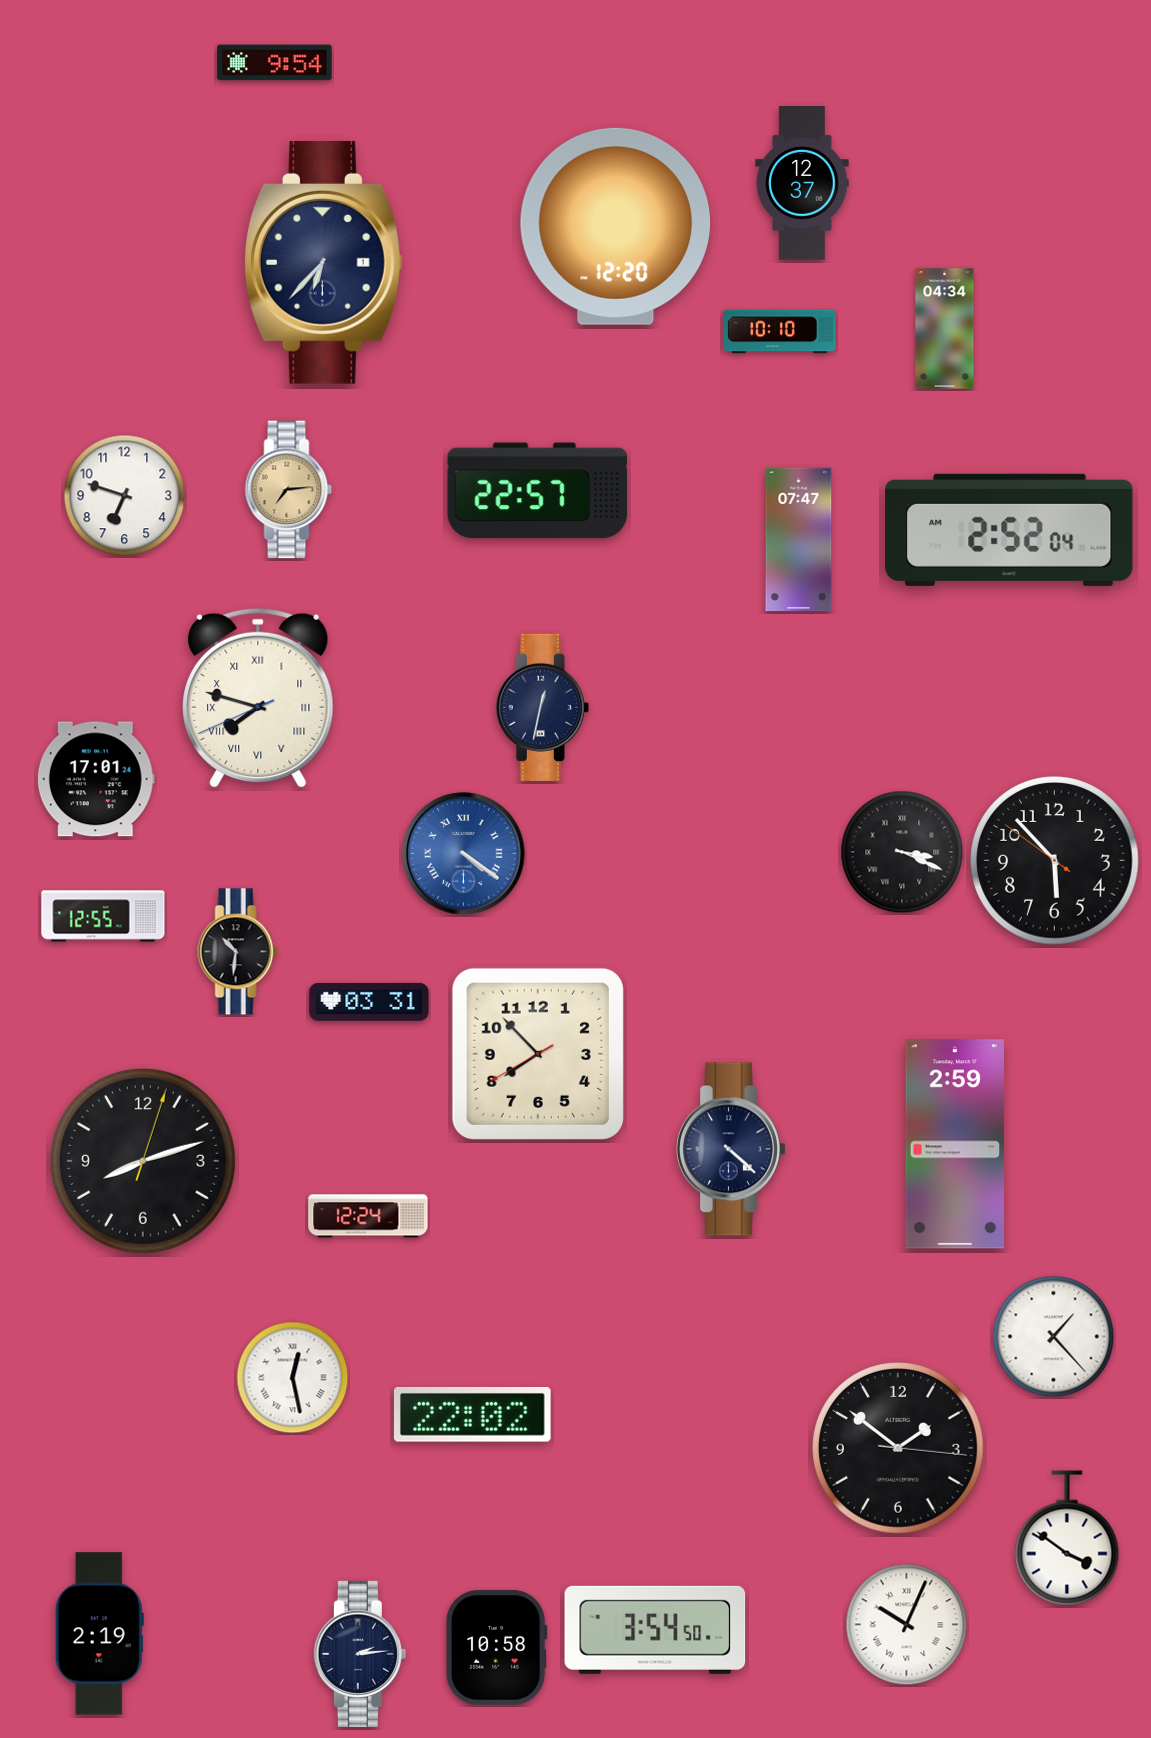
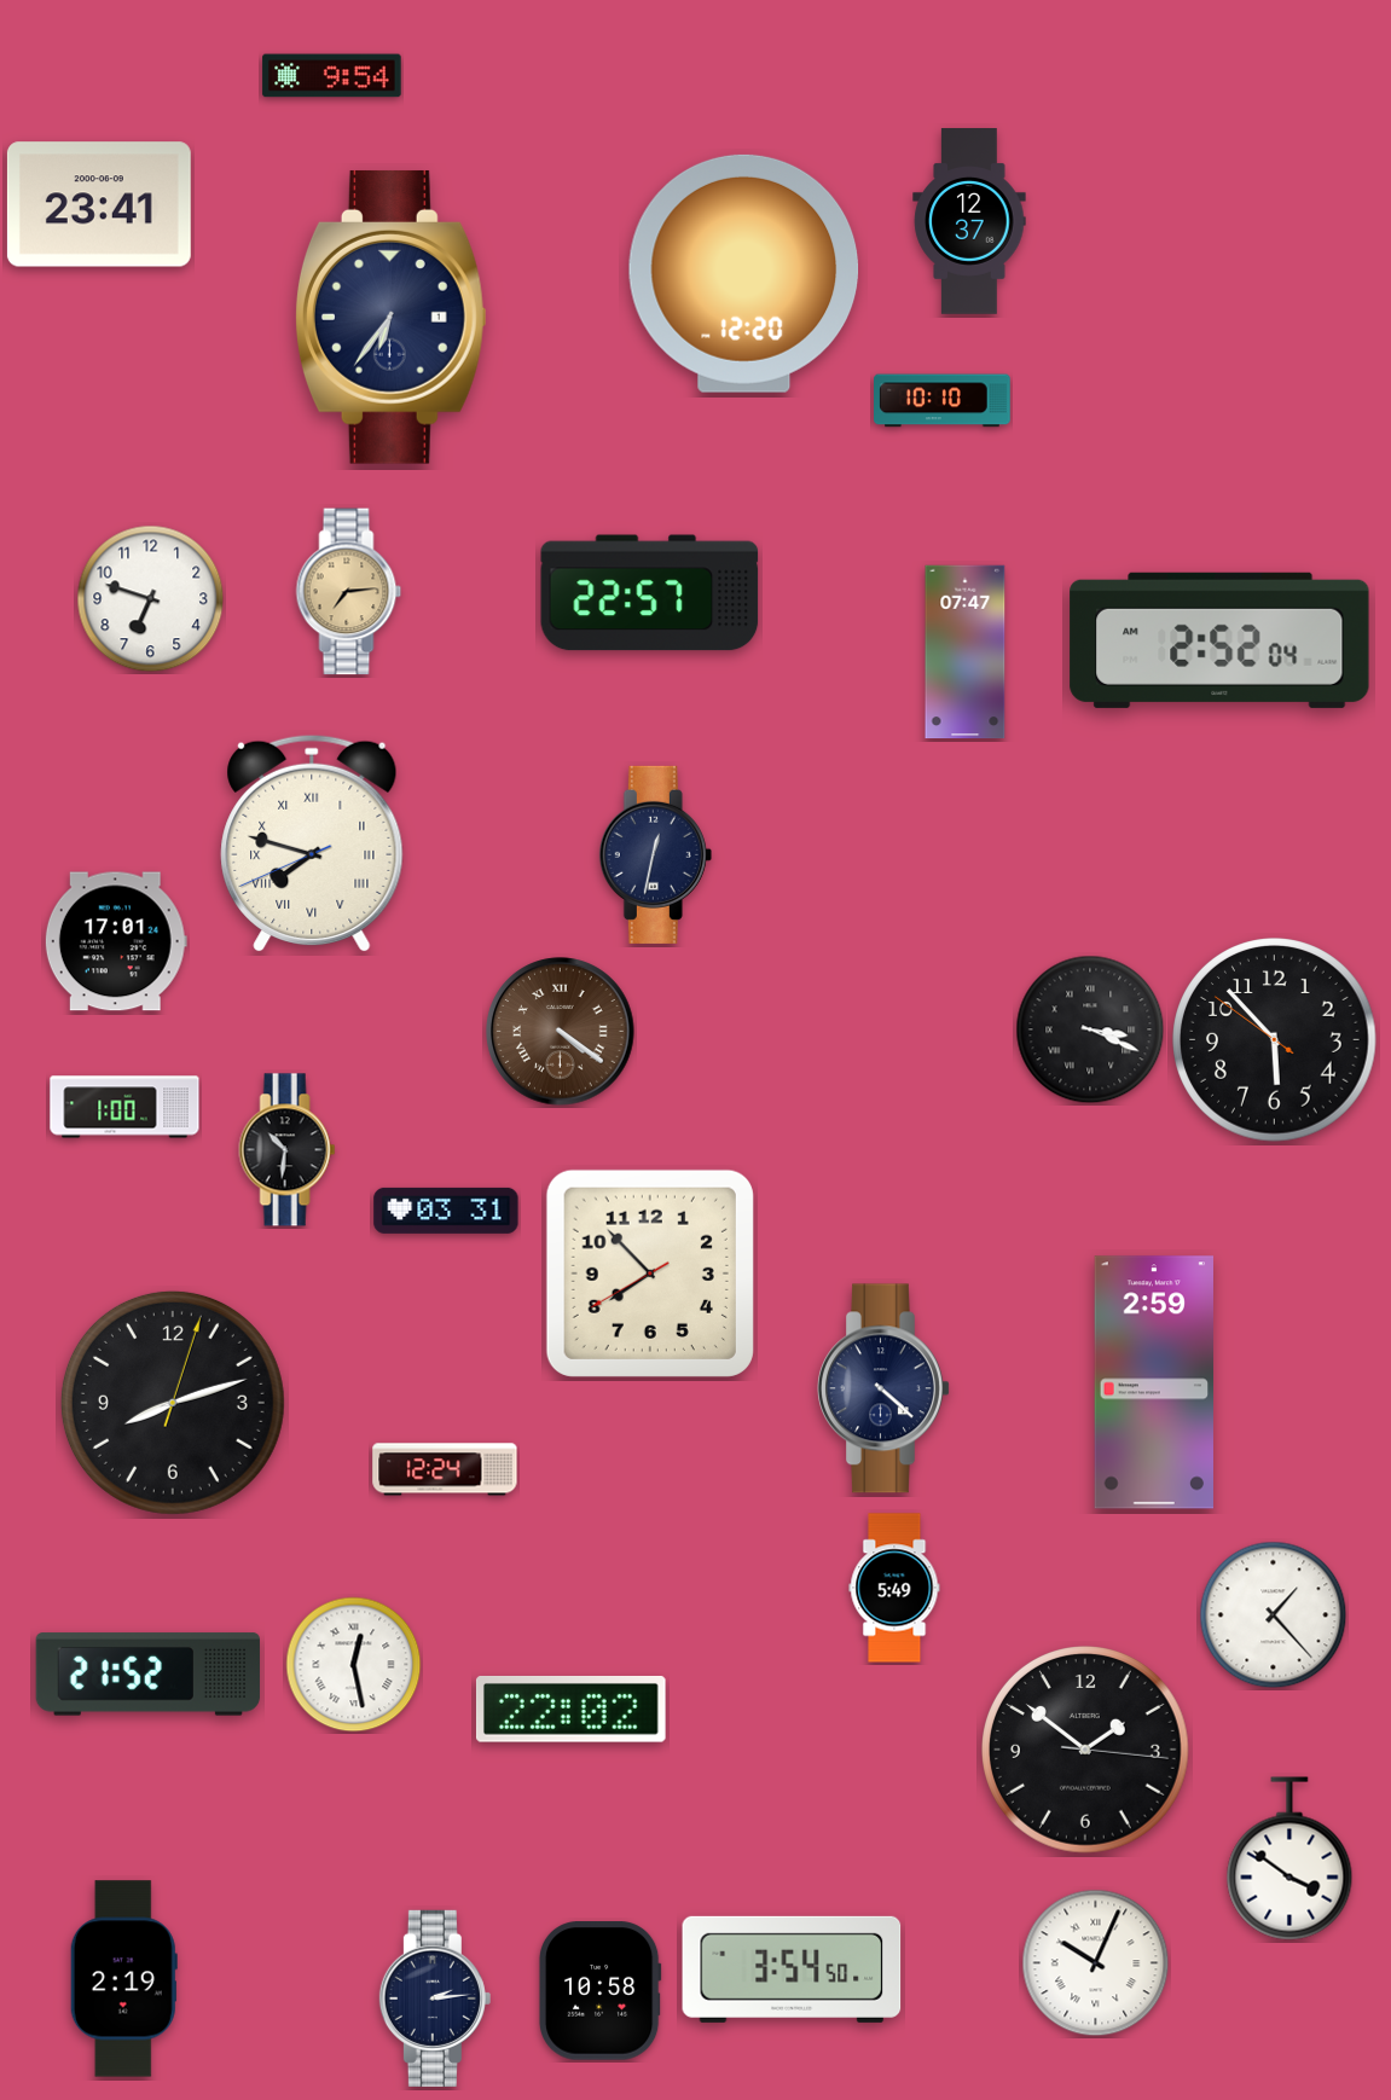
clock at (99, 204): none -> 23:41
clock at (323, 262): 6:37 -> 6:36
clock at (945, 329): 04:34 -> none
clock at (464, 854) dial: blue -> brown
clock at (103, 916): 12:55 -> 1:00
clock at (894, 1588): none -> 5:49
clock at (147, 1675): none -> 21:52
clock at (99, 1634) position: (99, 1634) -> (123, 1979)
